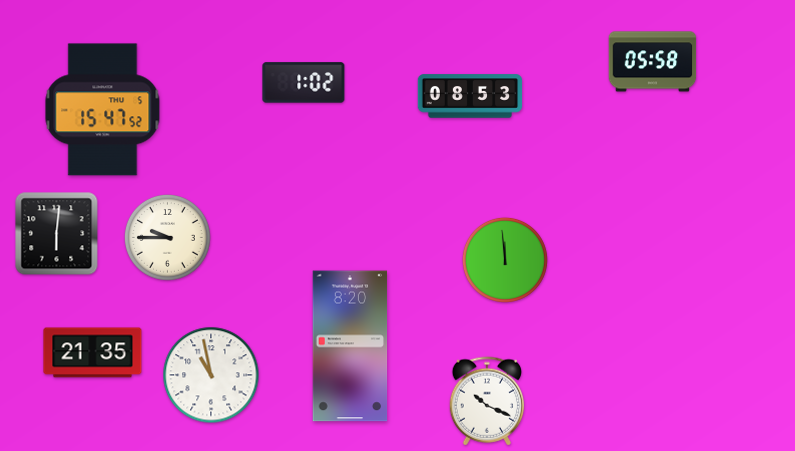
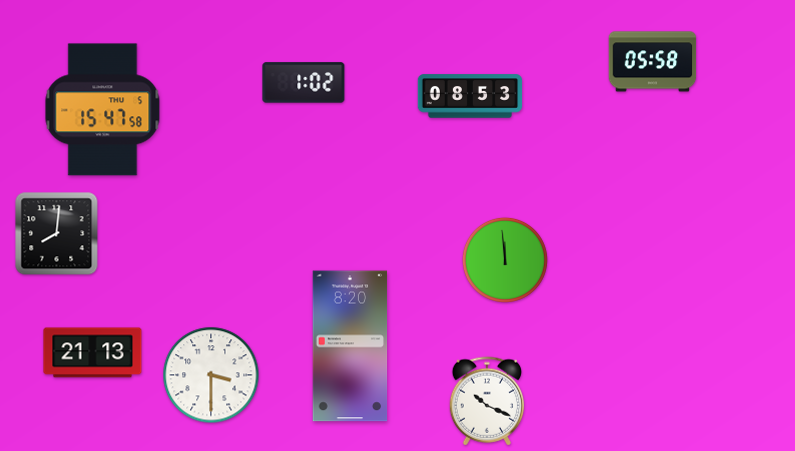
clock at (103, 110): 15:47:52 -> 15:47:58
clock at (57, 234): 6:01 -> 8:01
clock at (167, 237): 9:45 -> none
clock at (93, 353): 21:35 -> 21:13
clock at (211, 375): 10:58 -> 3:30
